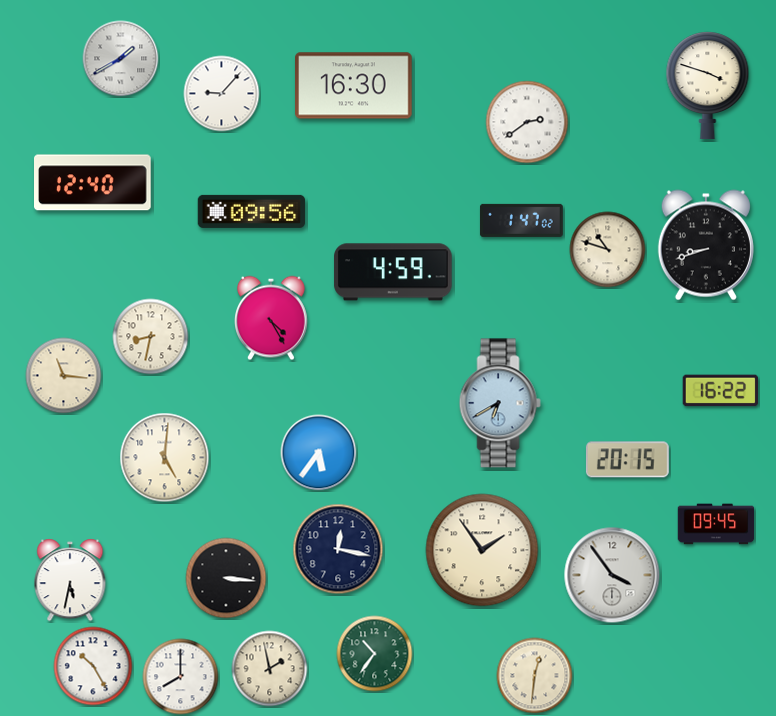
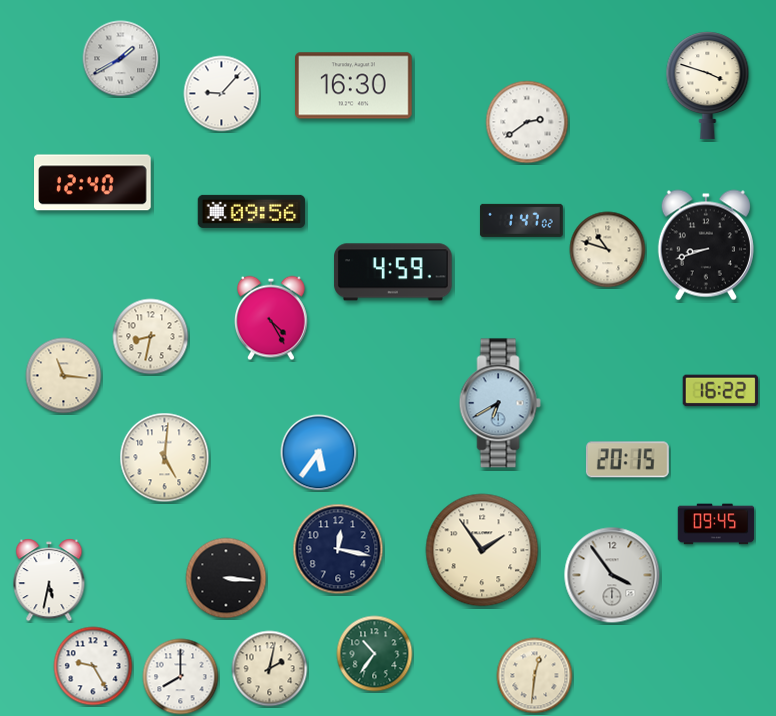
clock at (70, 580) position: (70, 580) -> (49, 580)
clock at (93, 666): 10:25 -> 9:25
clock at (270, 669): 1:58 -> 2:02
